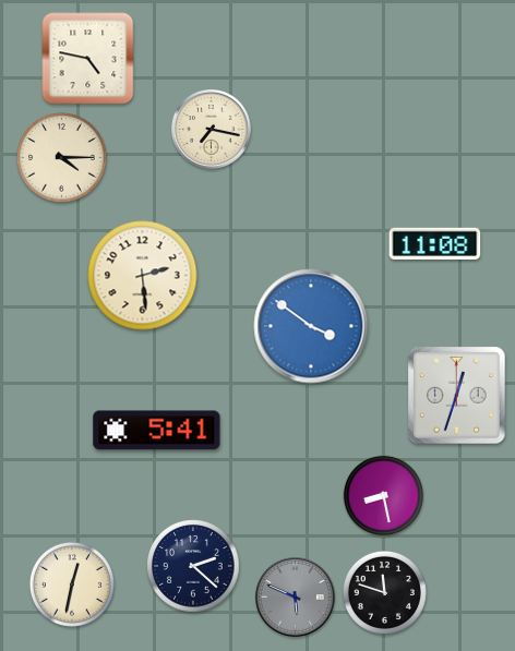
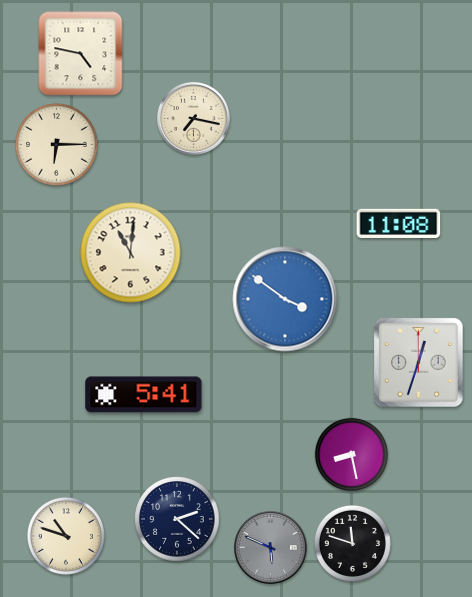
clock at (62, 158): 4:15 -> 6:15
clock at (143, 276): 2:29 -> 11:01
clock at (72, 584): 12:32 -> 10:48
